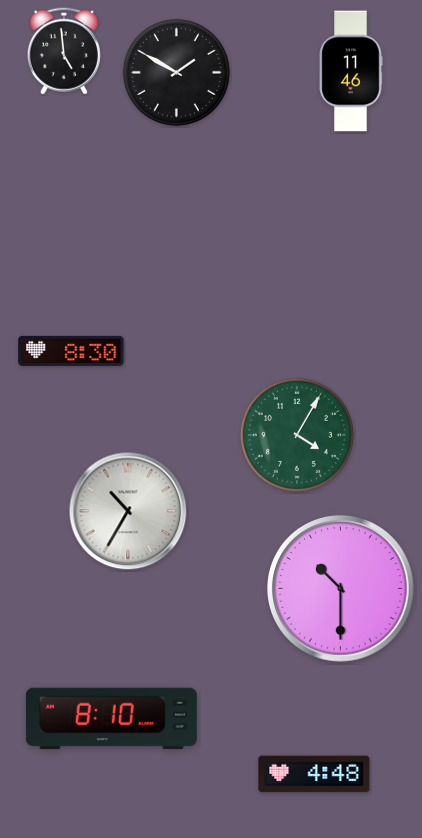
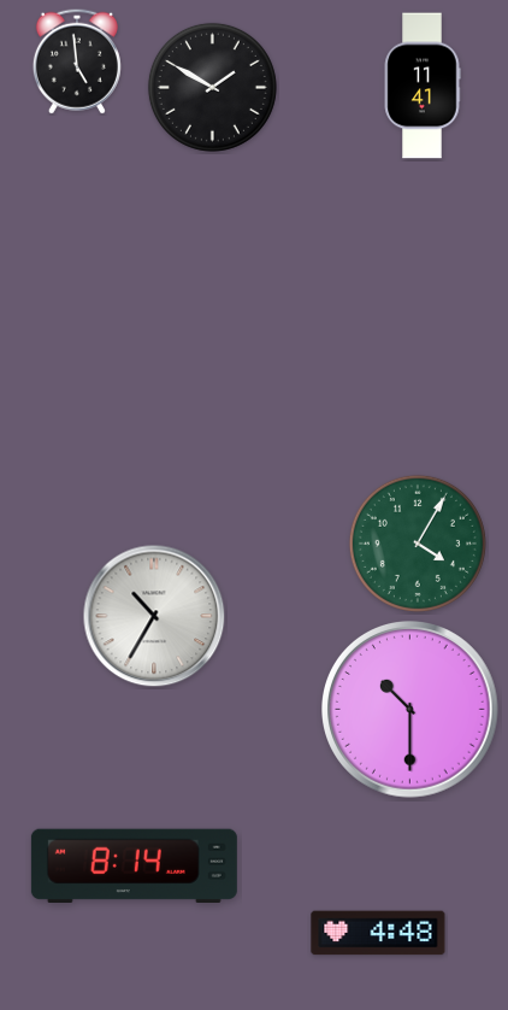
clock at (351, 71): 11:46 -> 11:41
clock at (71, 351): 8:30 -> none
clock at (297, 435) position: (297, 435) -> (418, 544)
clock at (111, 718): 8:10 -> 8:14
